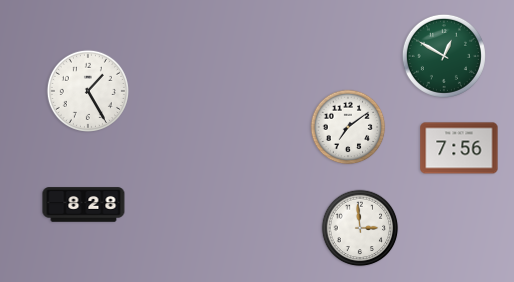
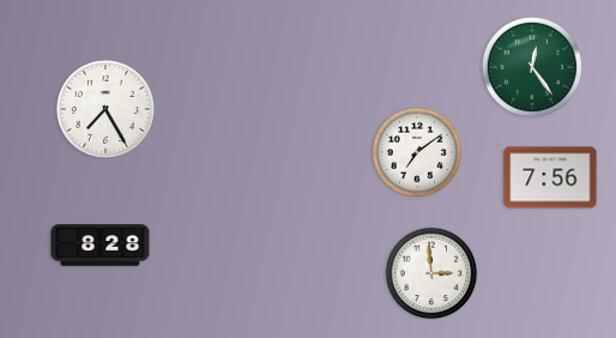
clock at (444, 56): 12:50 -> 12:24
clock at (88, 91): 1:25 -> 7:25
